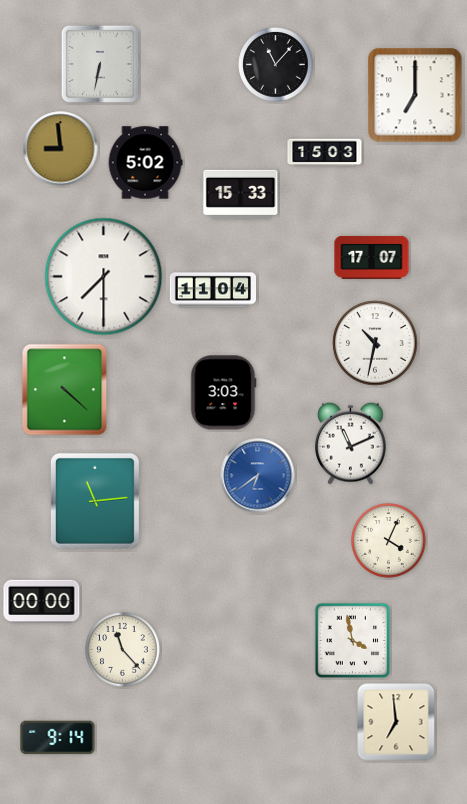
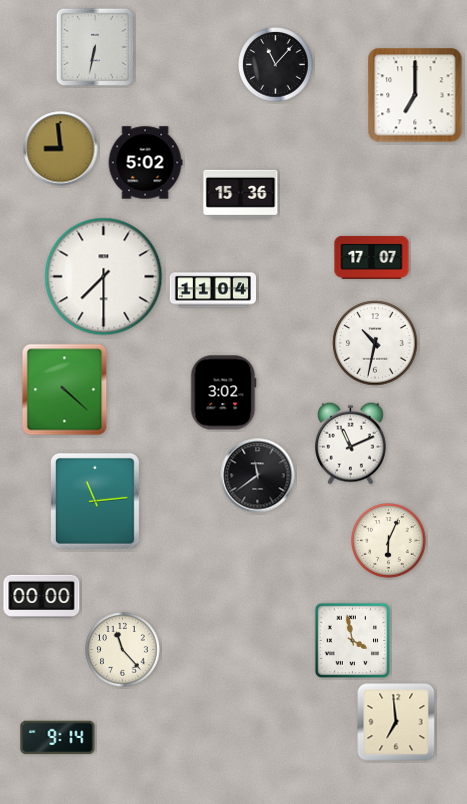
clock at (100, 64) position: (100, 64) -> (95, 47)
clock at (325, 153): 15:03 -> none
clock at (241, 194): 15:33 -> 15:36
clock at (224, 393): 3:03 -> 3:02
clock at (258, 476): 6:39 -> 11:39
clock at (258, 476) dial: blue -> black
clock at (389, 541): 4:04 -> 6:04
clock at (42, 601) position: (42, 601) -> (42, 596)
